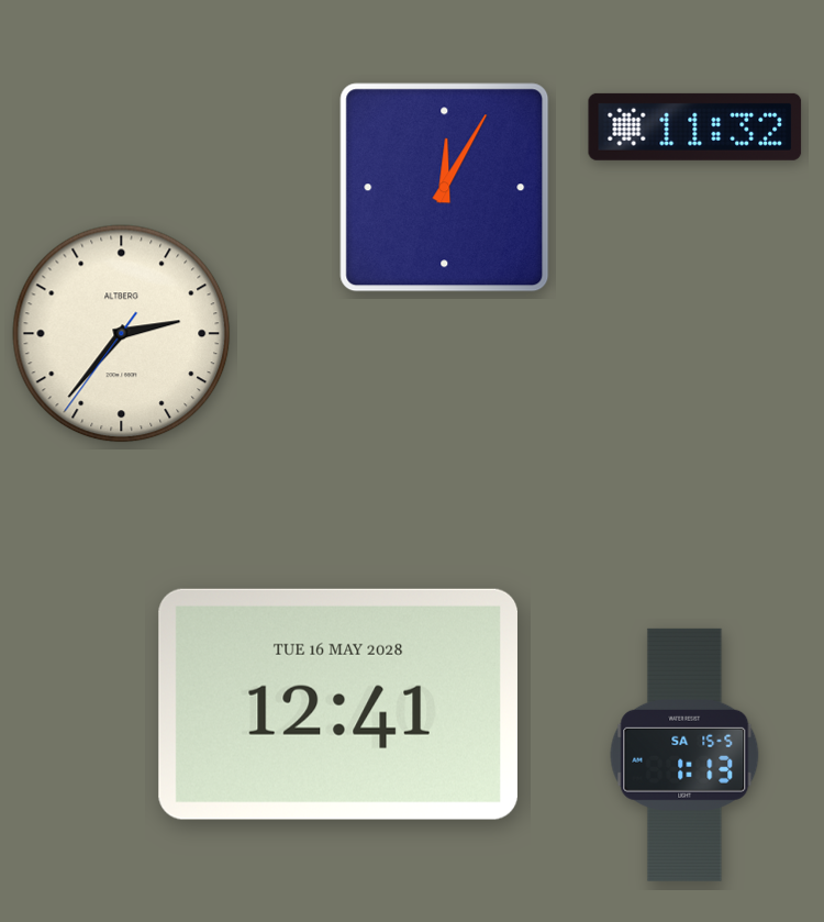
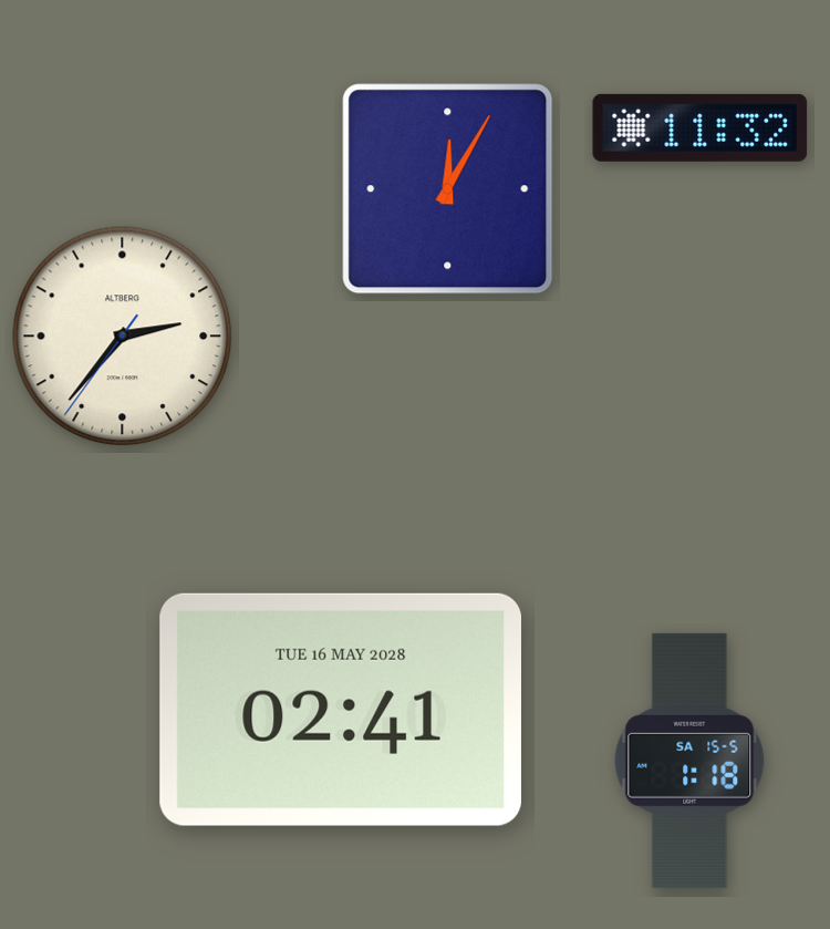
clock at (338, 704): 12:41 -> 02:41
clock at (684, 755): 1:13 -> 1:18
